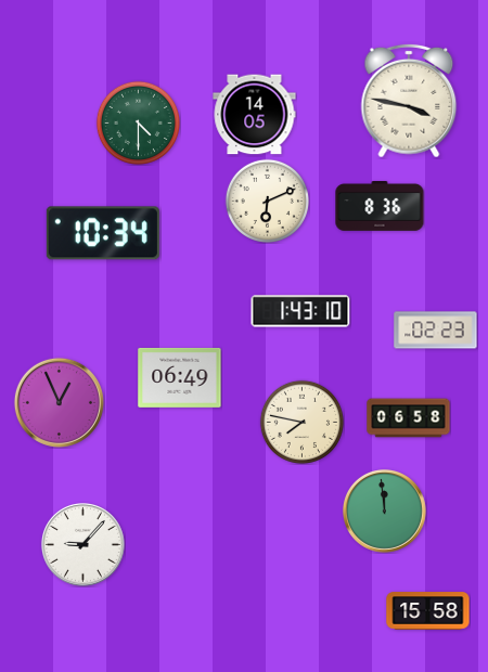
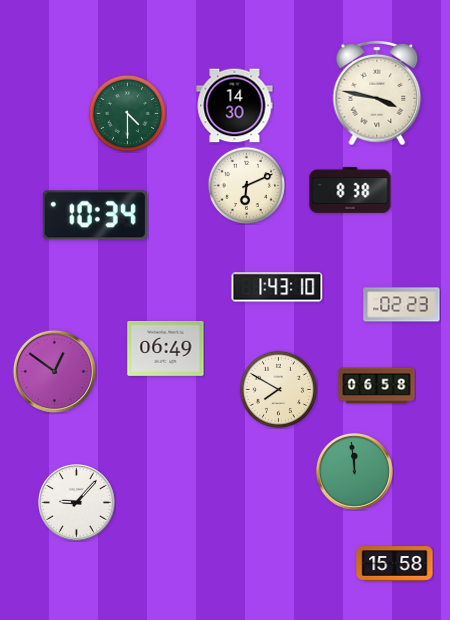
clock at (255, 115): 14:05 -> 14:30
clock at (380, 206): 8:36 -> 8:38
clock at (59, 402): 12:56 -> 12:51
clock at (301, 422): 7:47 -> 7:50
